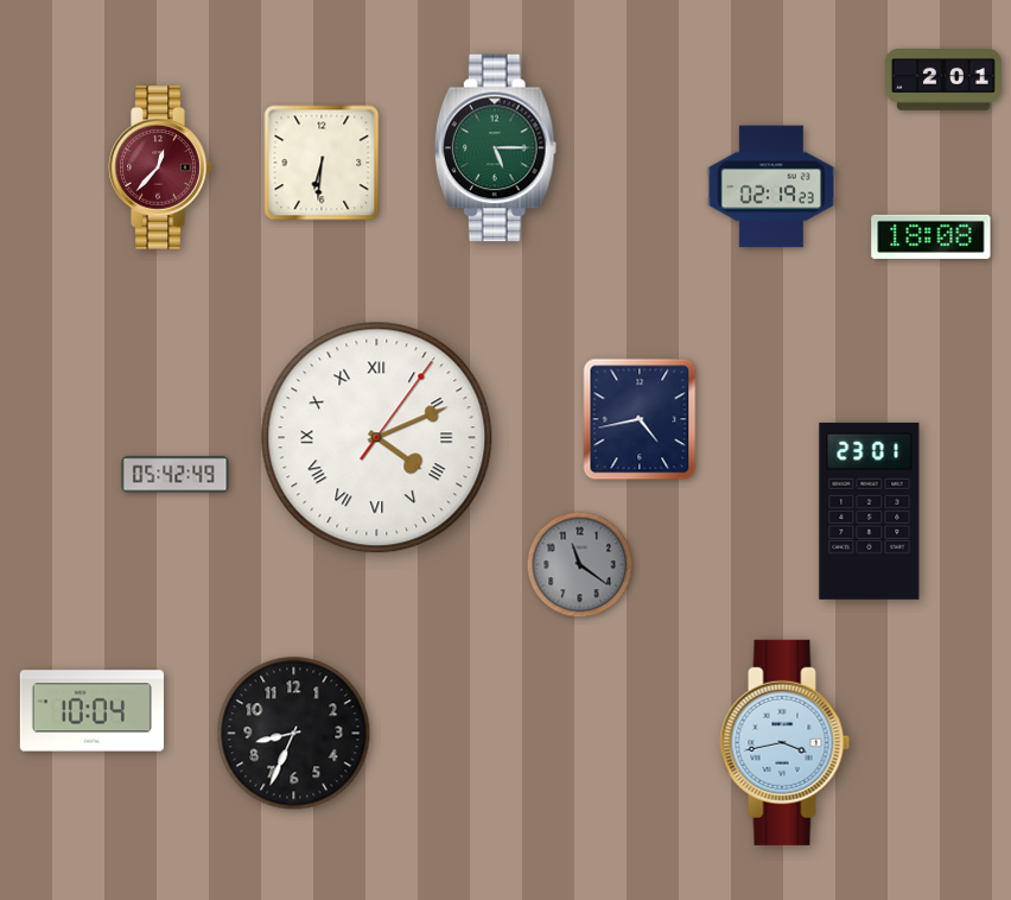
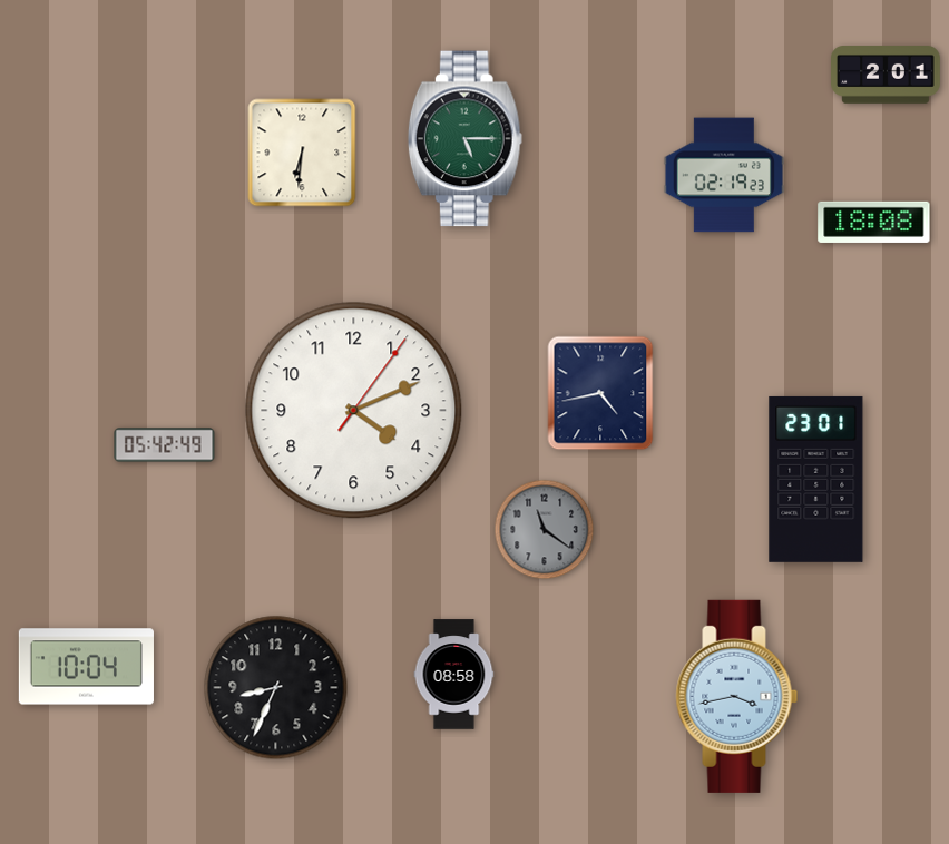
clock at (160, 167): 12:37 -> none
clock at (377, 438) numerals: Roman -> Arabic
clock at (454, 675): none -> 08:58
